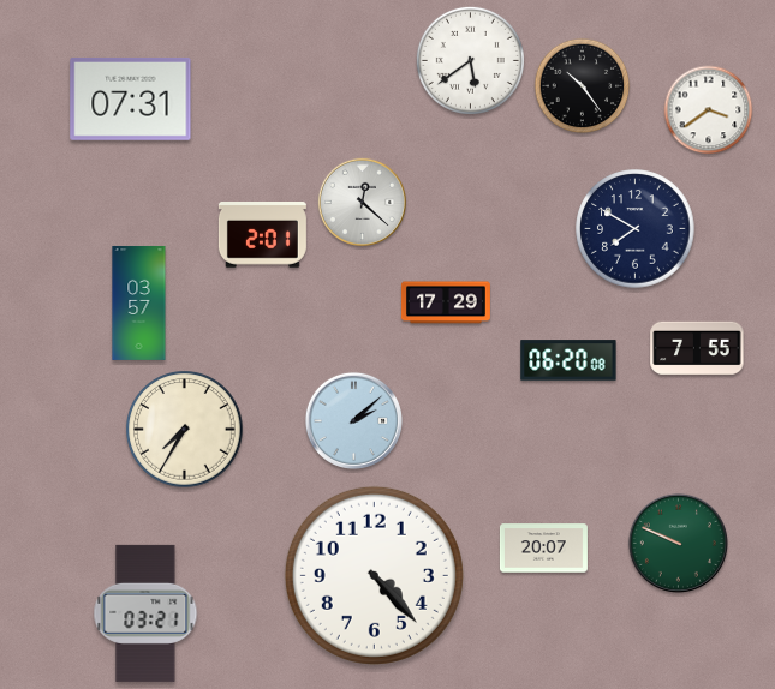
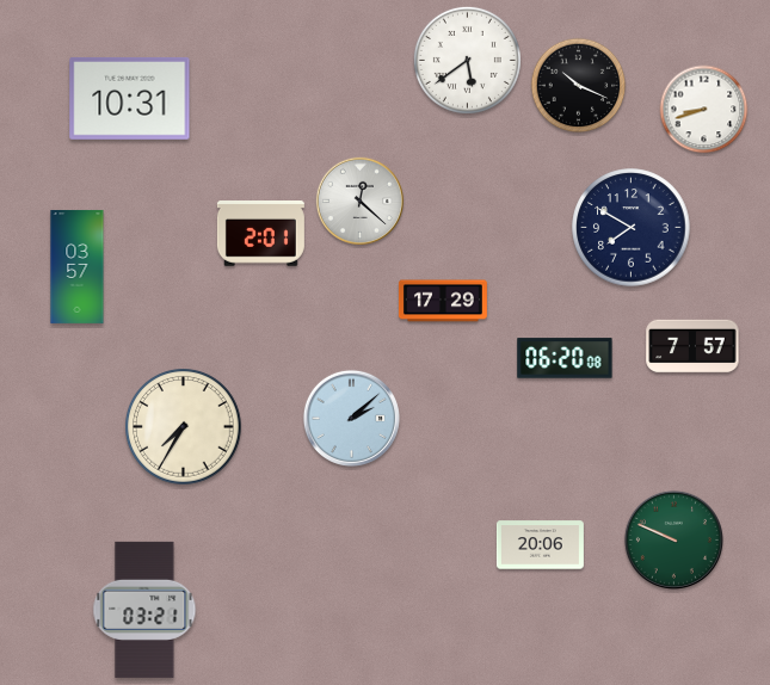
clock at (583, 86): 10:24 -> 10:19
clock at (131, 98): 07:31 -> 10:31
clock at (709, 110): 3:39 -> 8:42
clock at (139, 302) position: (139, 302) -> (78, 266)
clock at (697, 348): 7:55 -> 7:57
clock at (543, 549): 20:07 -> 20:06
clock at (374, 575): 4:23 -> none
